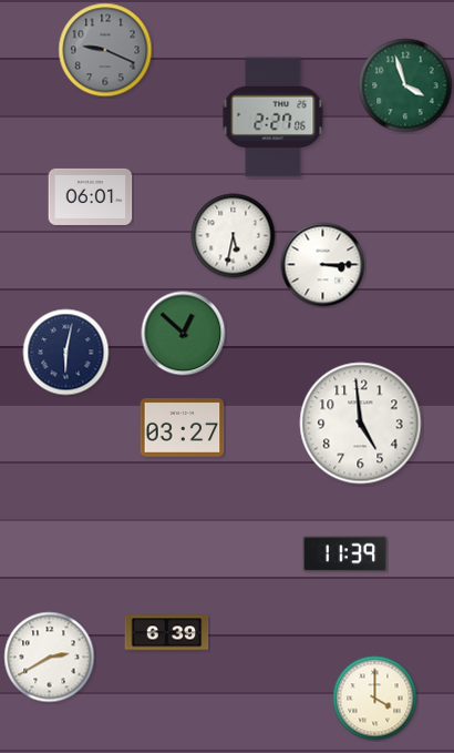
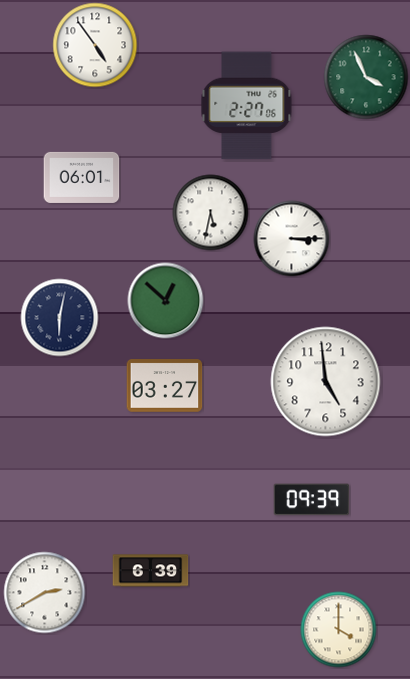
clock at (105, 50): 9:19 -> 4:54
clock at (105, 50) dial: grey -> white
clock at (405, 85): 3:57 -> 3:56
clock at (345, 554): 11:39 -> 09:39
